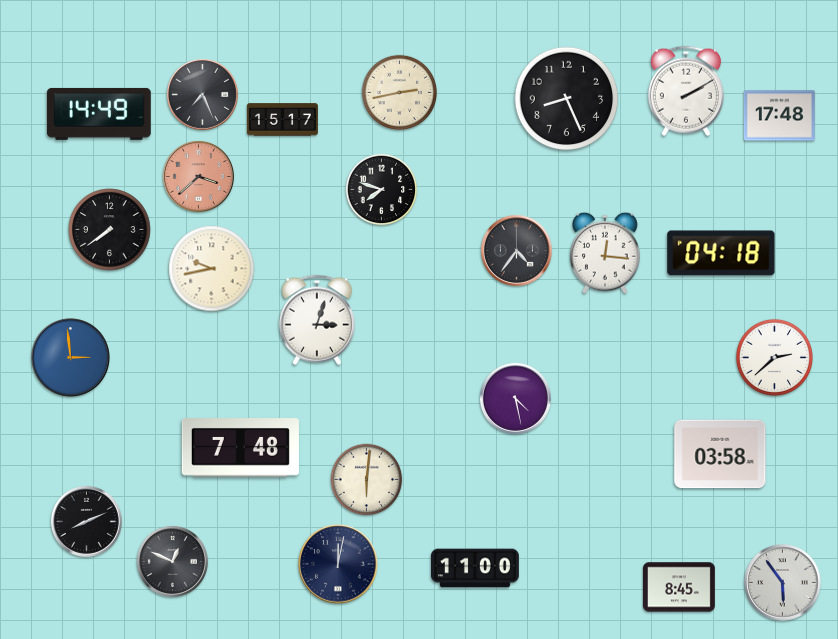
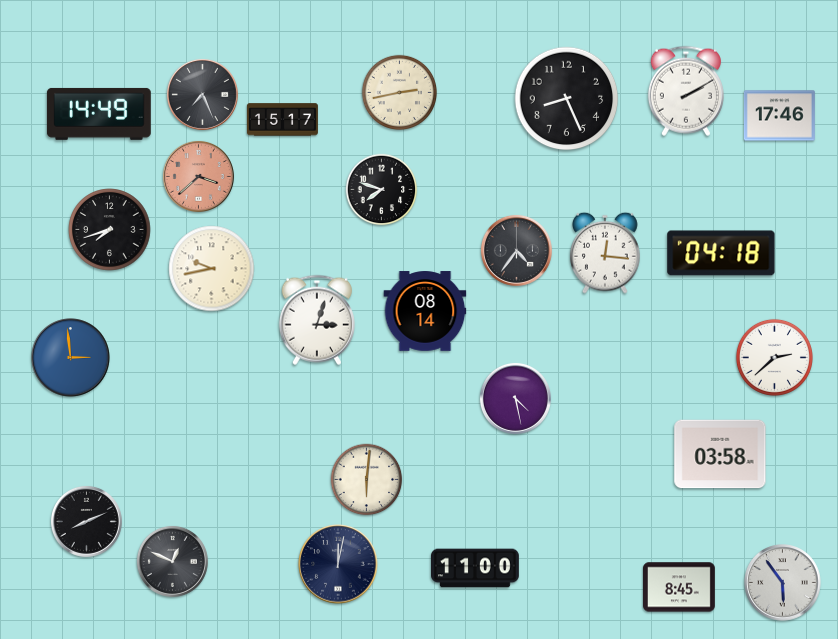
clock at (779, 116): 17:48 -> 17:46
clock at (110, 230): 7:39 -> 7:42
clock at (425, 311): none -> 08:14
clock at (240, 448): 7:48 -> none
